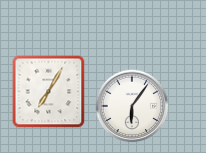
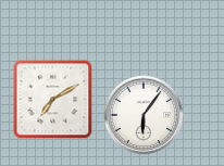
clock at (49, 92): 7:05 -> 7:10
